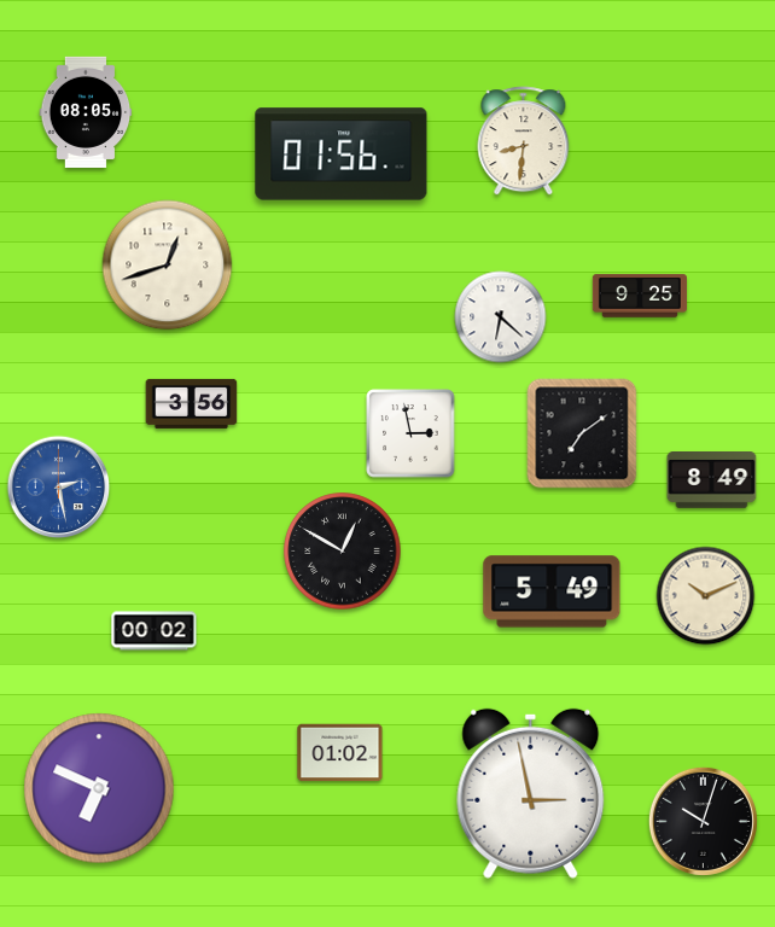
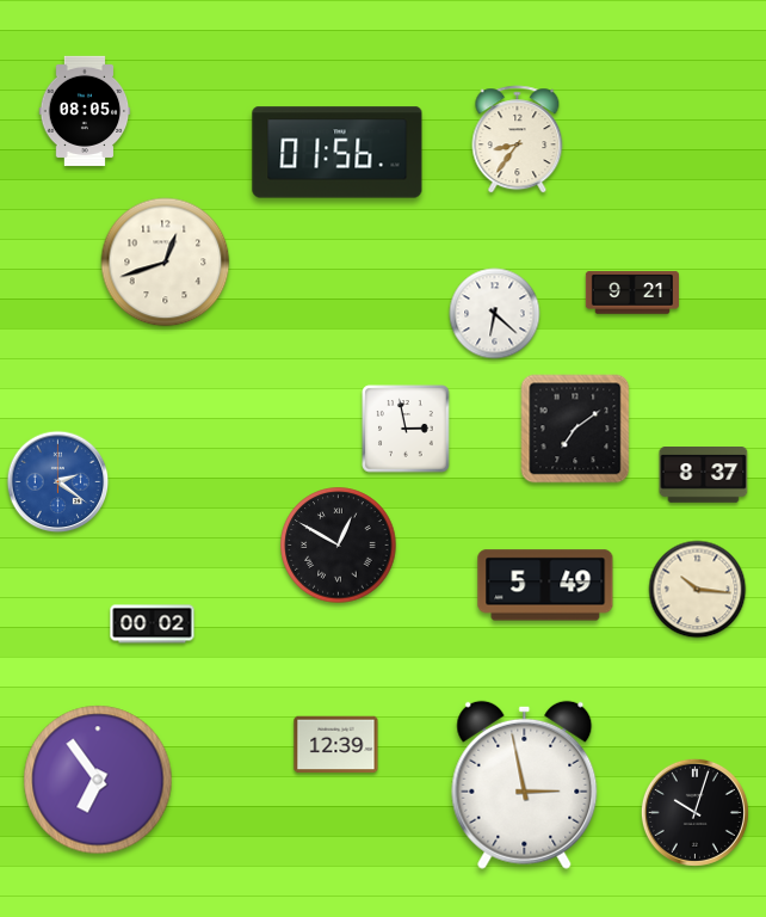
clock at (524, 141): 8:31 -> 8:36
clock at (640, 296): 9:25 -> 9:21
clock at (192, 403): 3:56 -> none
clock at (712, 480): 8:49 -> 8:37
clock at (59, 488): 2:28 -> 2:21
clock at (706, 596): 10:11 -> 10:16
clock at (340, 753): 01:02 -> 12:39
clock at (99, 788): 6:49 -> 6:54
